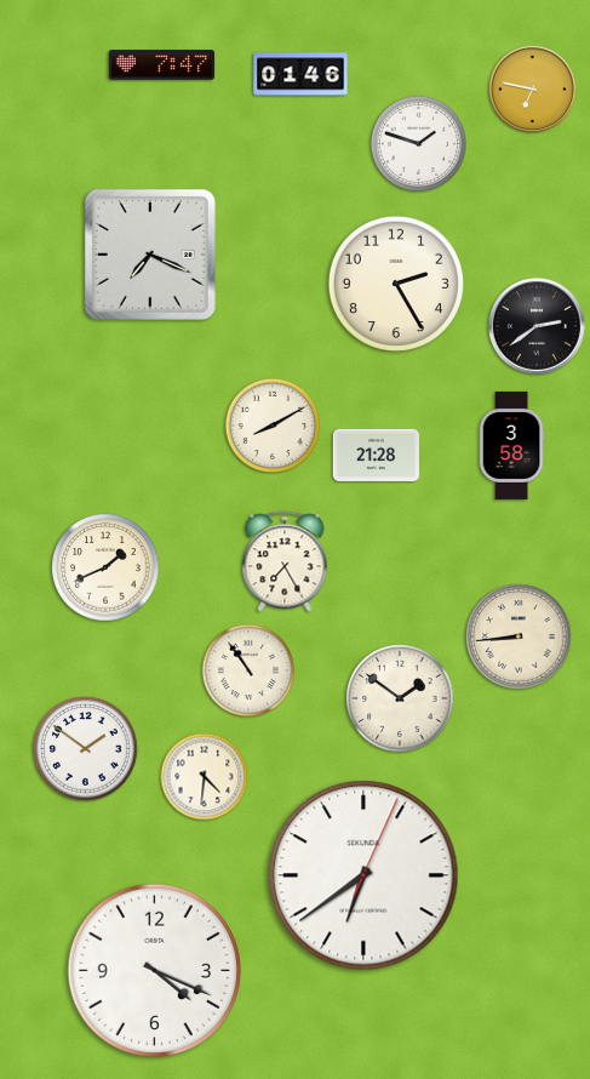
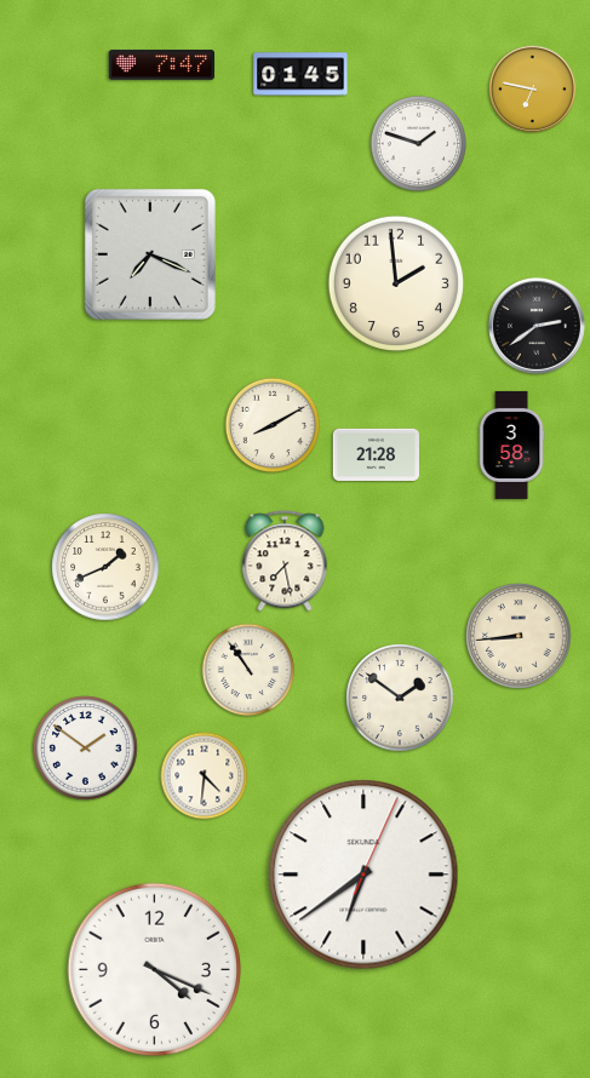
clock at (300, 74): 01:46 -> 01:45
clock at (396, 284): 2:25 -> 1:59
clock at (285, 561): 7:25 -> 7:28
